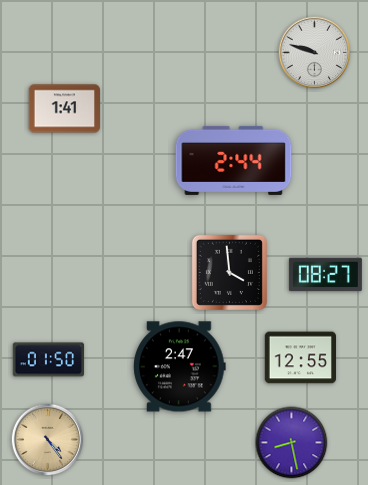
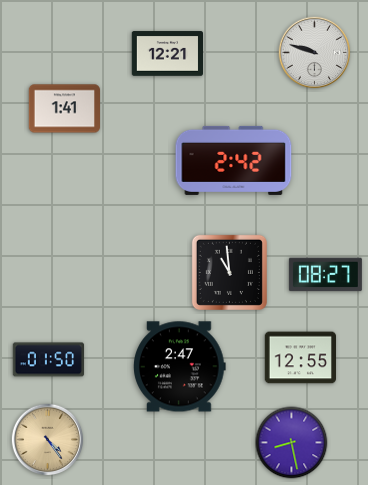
clock at (168, 54): none -> 12:21
clock at (234, 160): 2:44 -> 2:42
clock at (229, 272): 3:59 -> 10:59
